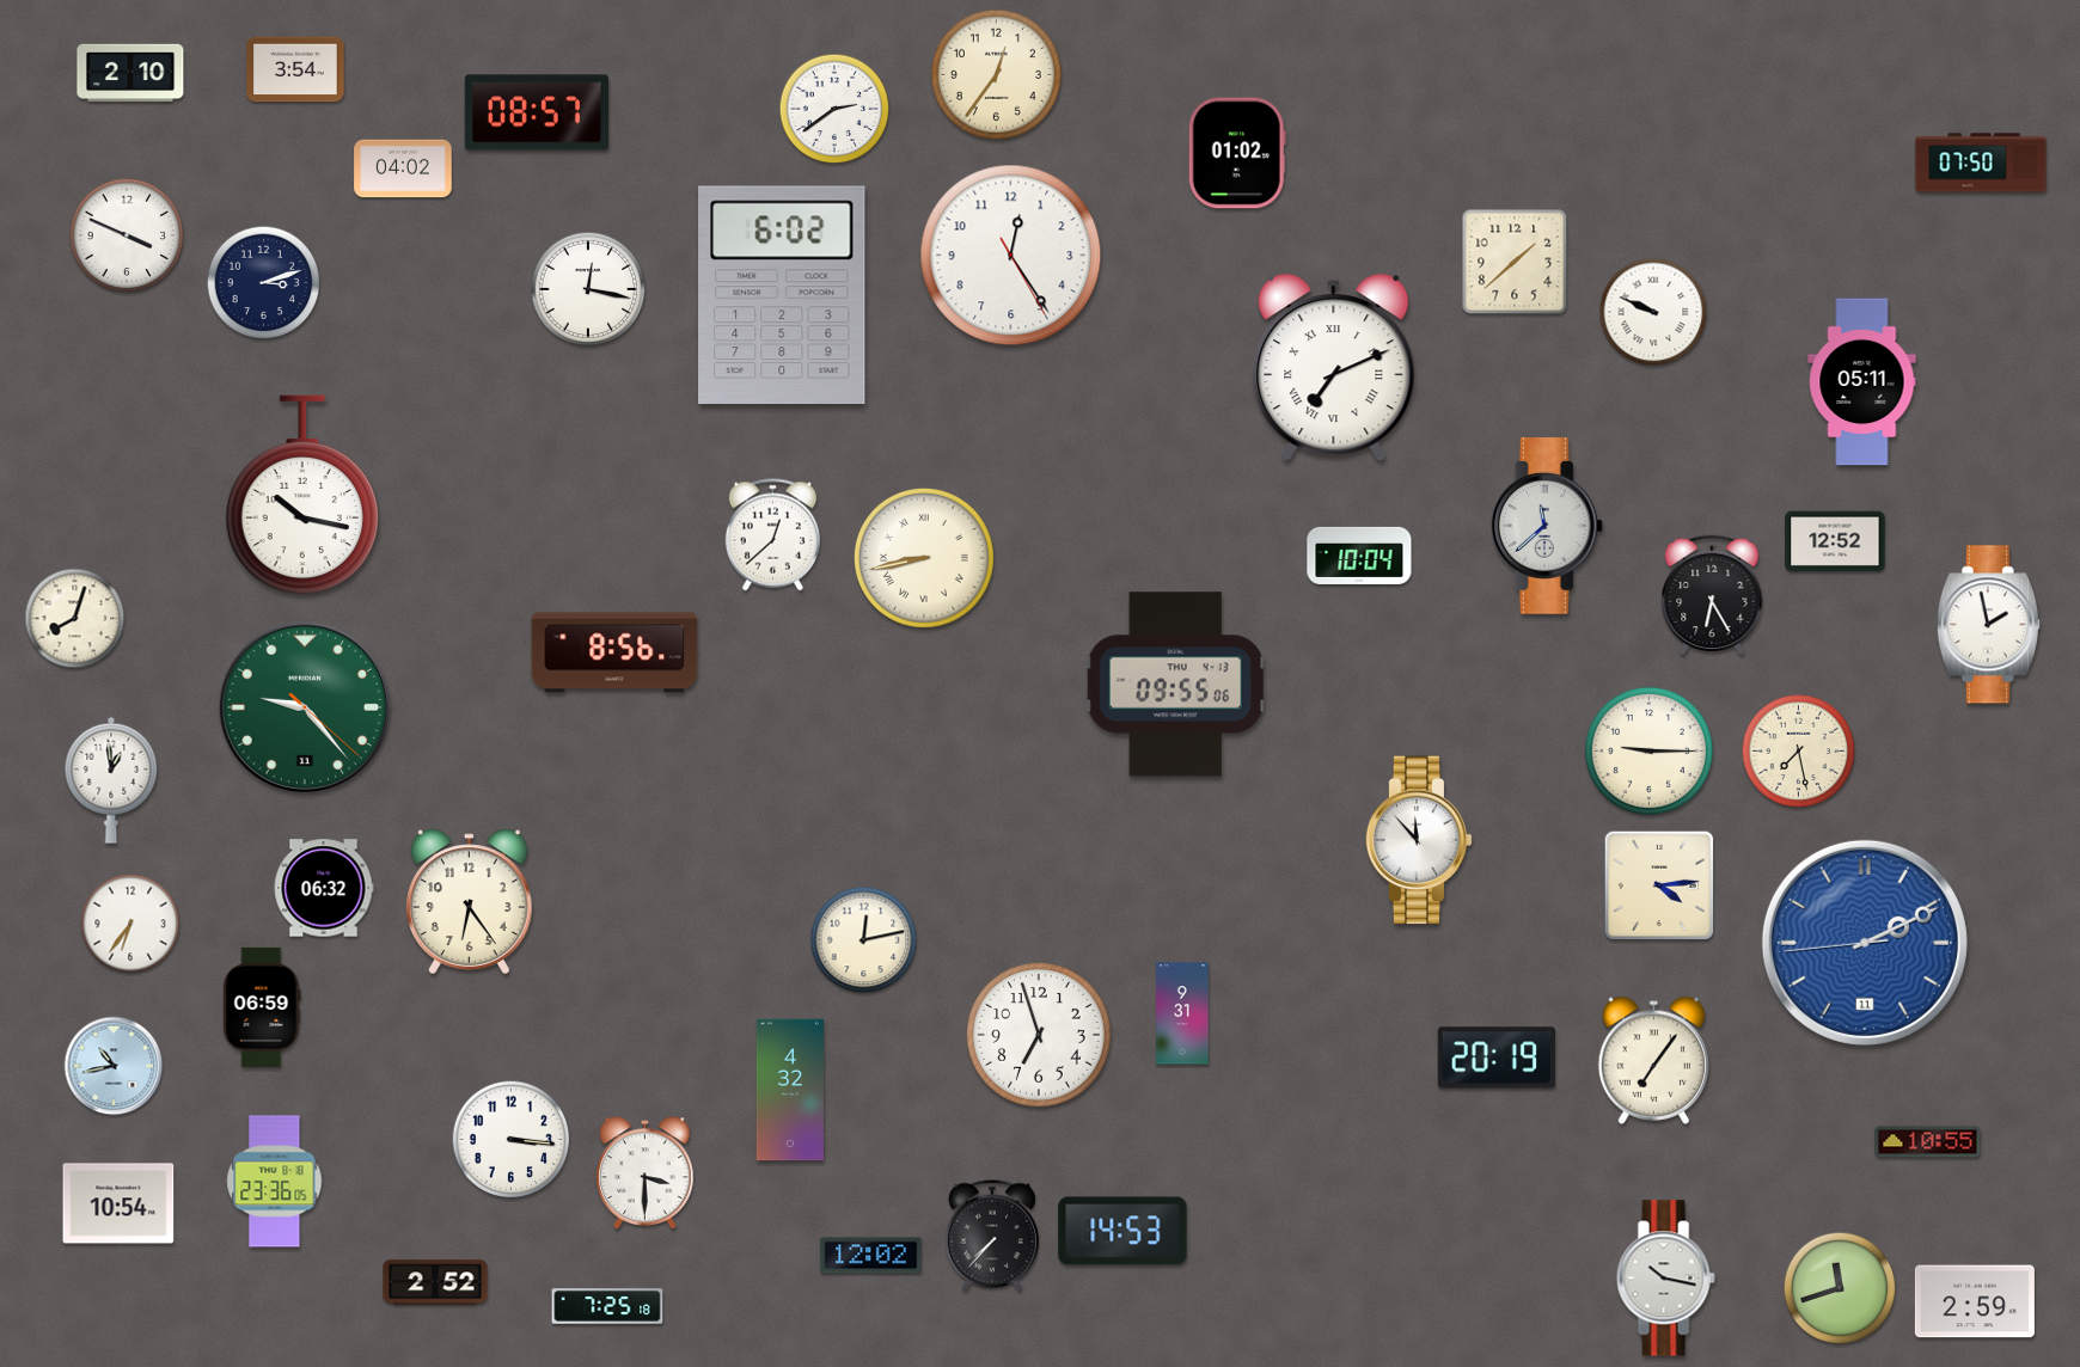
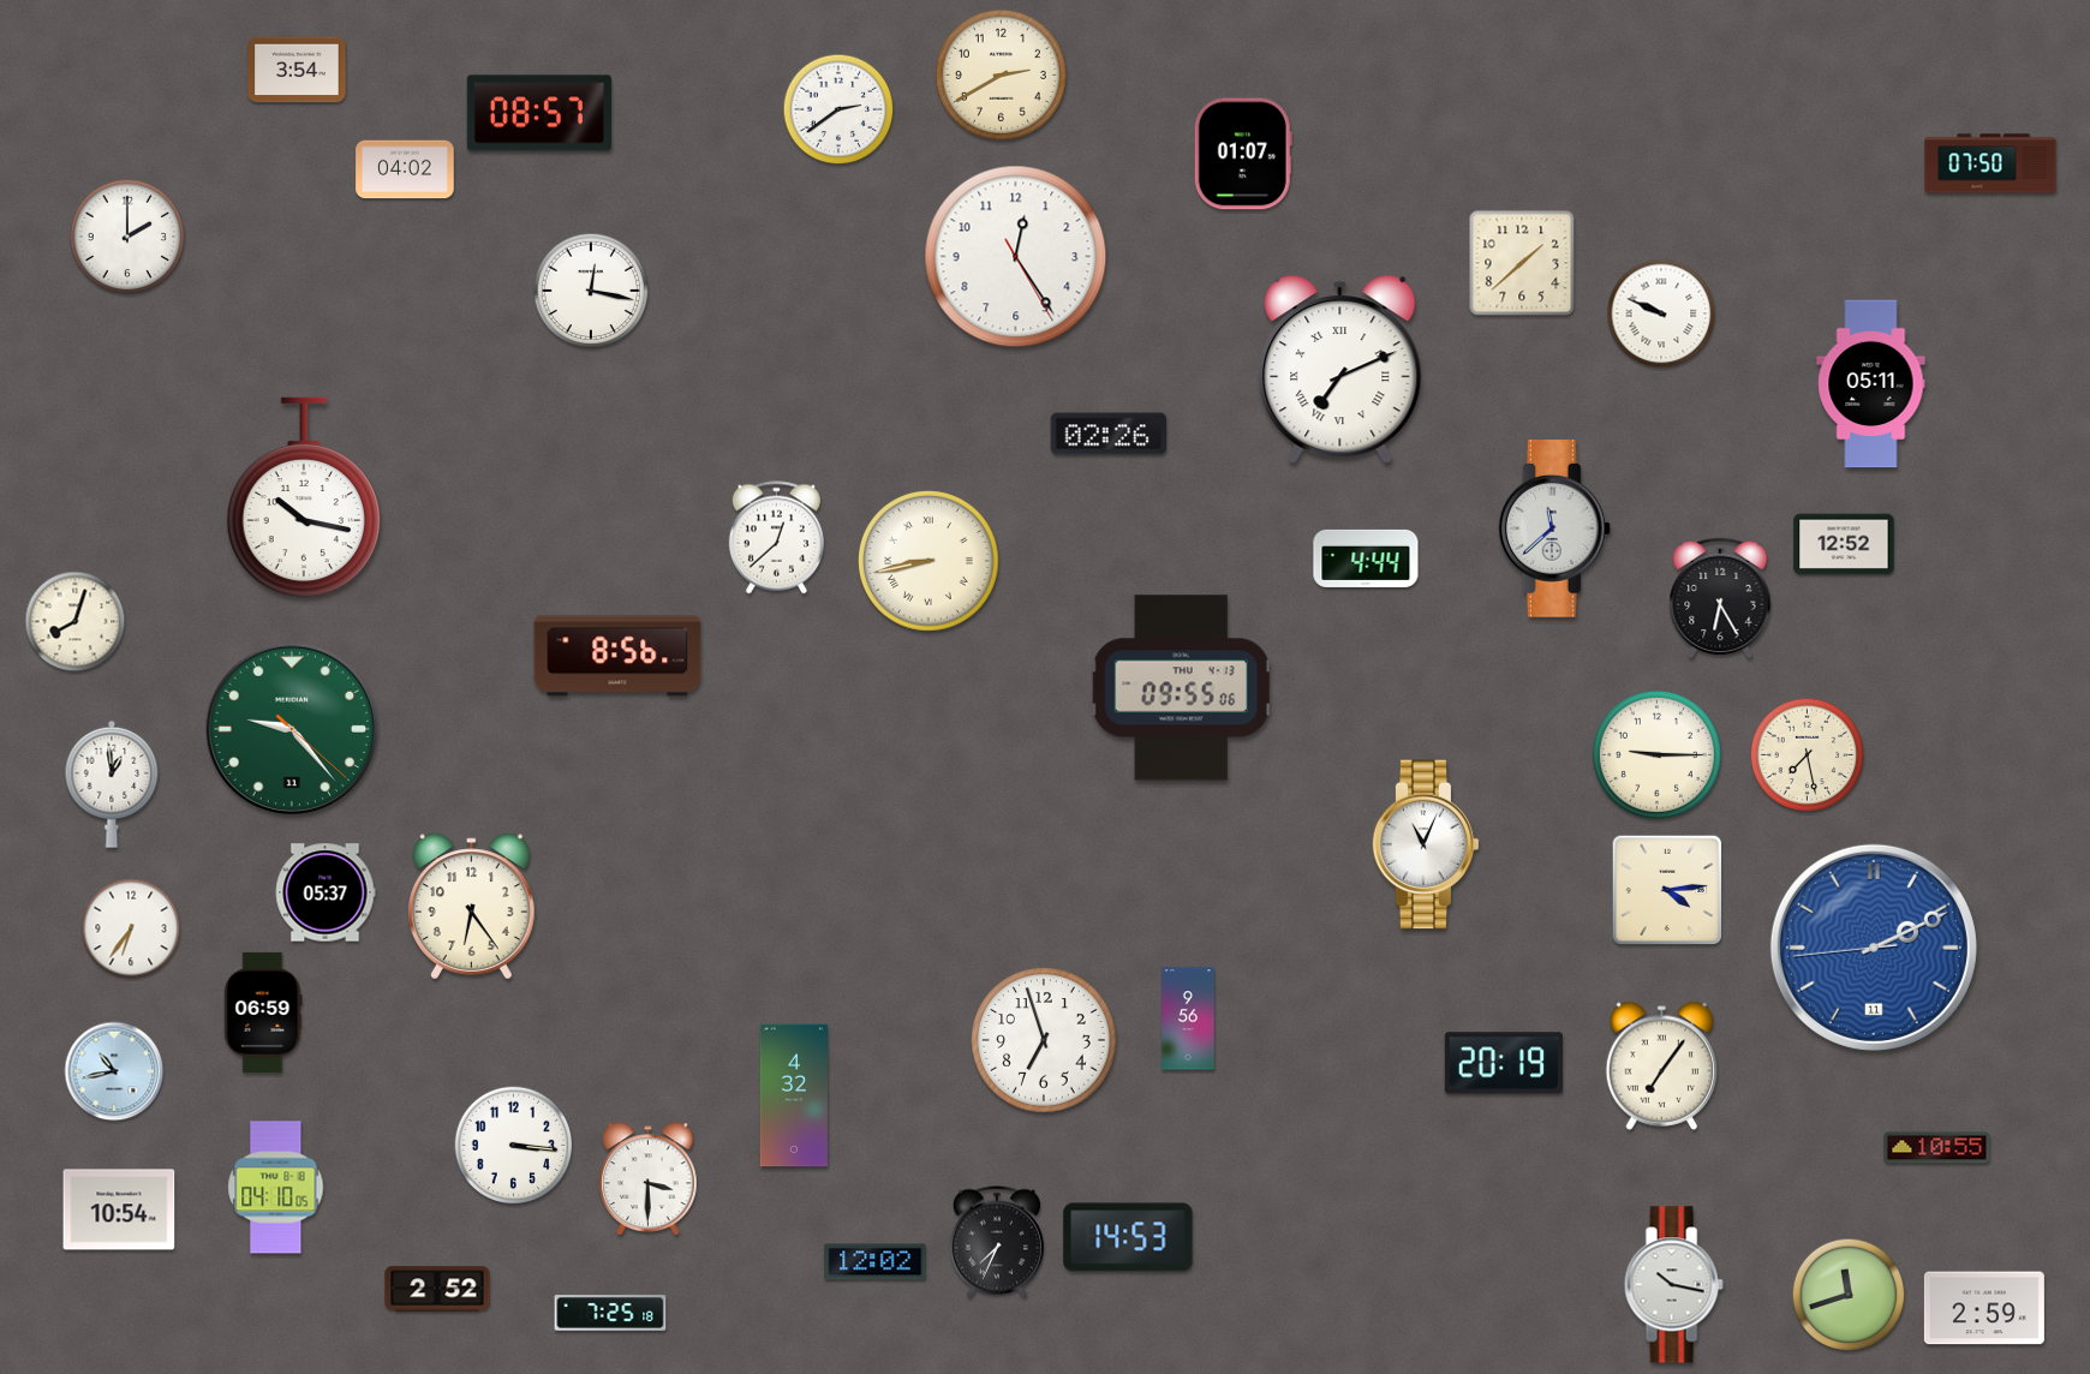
clock at (130, 72): 2:10 -> none
clock at (996, 74): 12:36 -> 2:40
clock at (1237, 153): 01:02 -> 01:07
clock at (127, 235): 3:49 -> 2:00
clock at (264, 283): 3:12 -> none
clock at (782, 295): 6:02 -> none
clock at (1109, 434): none -> 02:26
clock at (1359, 556): 10:04 -> 4:44
clock at (1988, 625): 1:58 -> none
clock at (305, 707) position: (305, 707) -> (292, 729)
clock at (1419, 840): 11:53 -> 11:04
clock at (324, 888): 06:32 -> 05:37
clock at (864, 940): 12:13 -> none
clock at (1182, 1013): 9:31 -> 9:56
clock at (275, 1182): 23:36 -> 04:10
clock at (992, 1236): 7:37 -> 7:34
